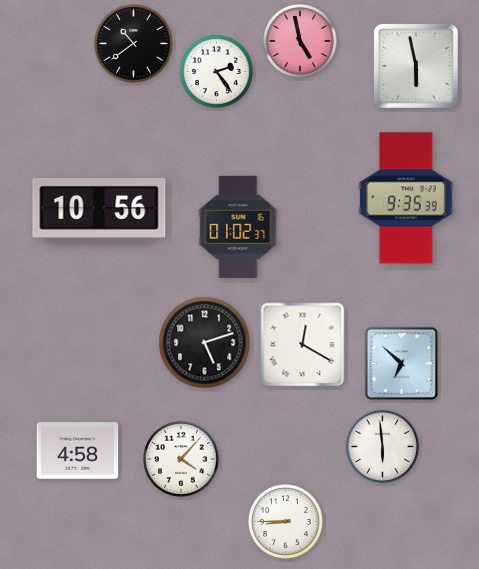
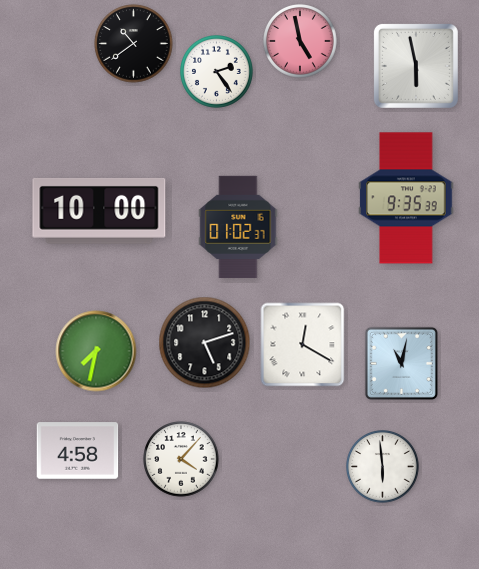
clock at (99, 211): 10:56 -> 10:00
clock at (96, 351): none -> 7:32
clock at (401, 363): 6:52 -> 11:02
clock at (383, 447) position: (383, 447) -> (383, 467)
clock at (286, 522): 8:45 -> none
